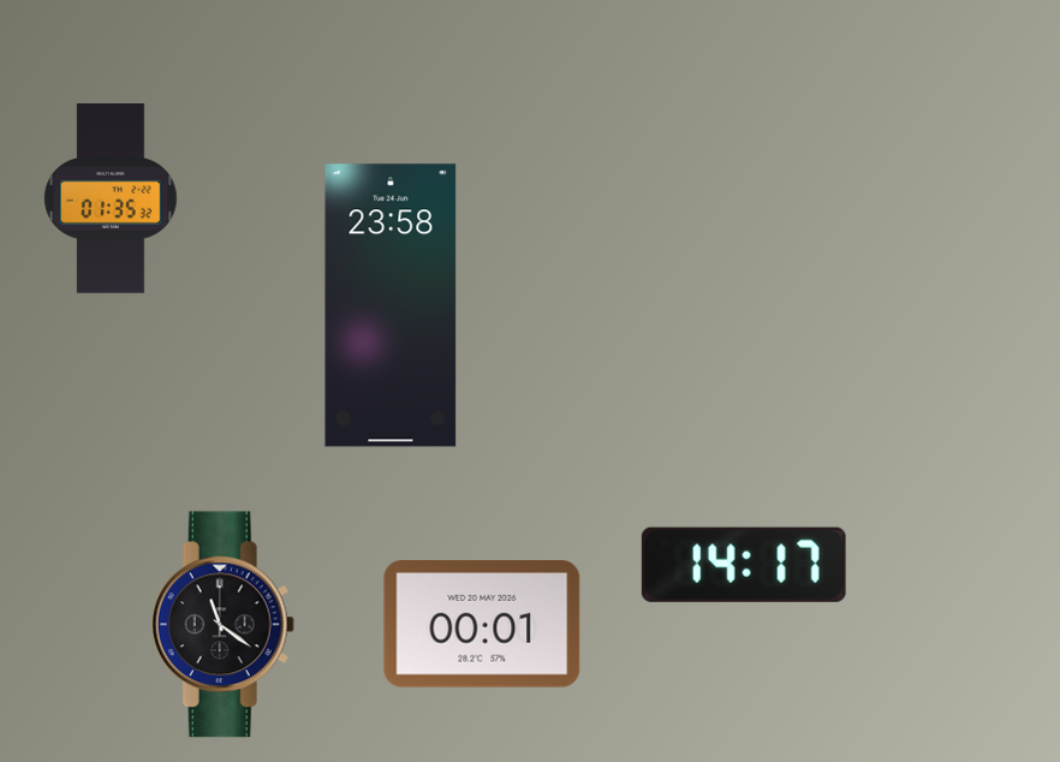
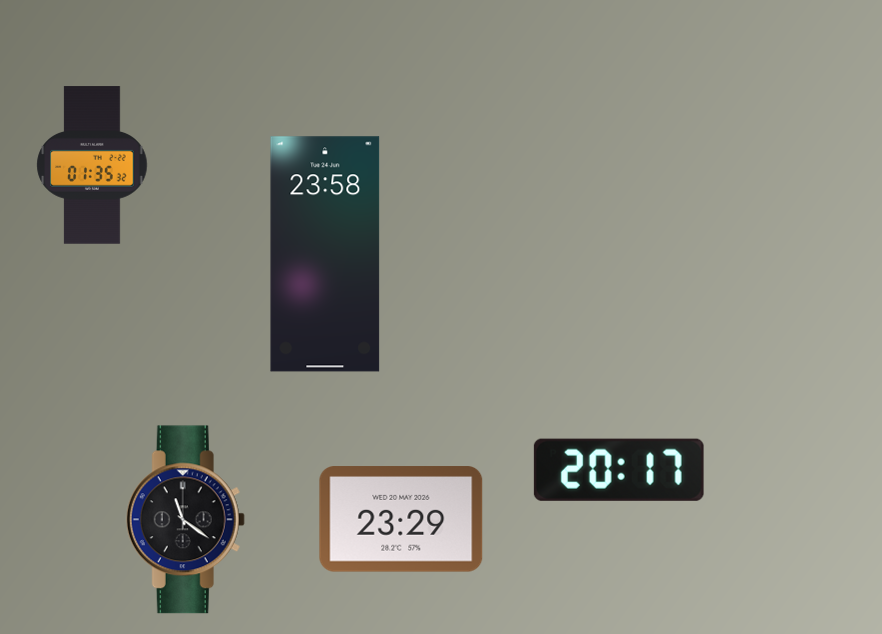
clock at (744, 565): 14:17 -> 20:17
clock at (482, 624): 00:01 -> 23:29
